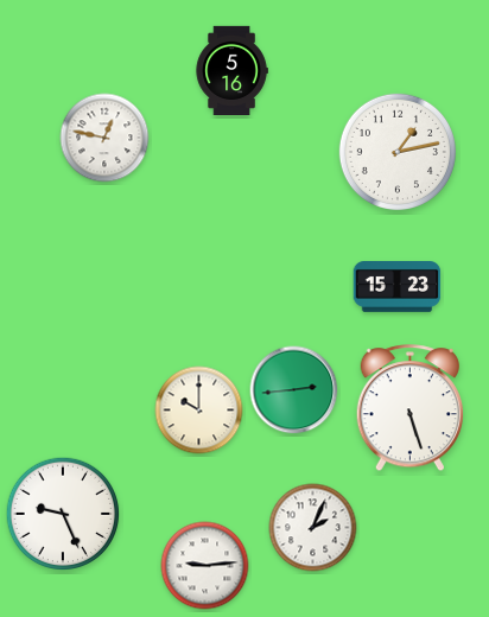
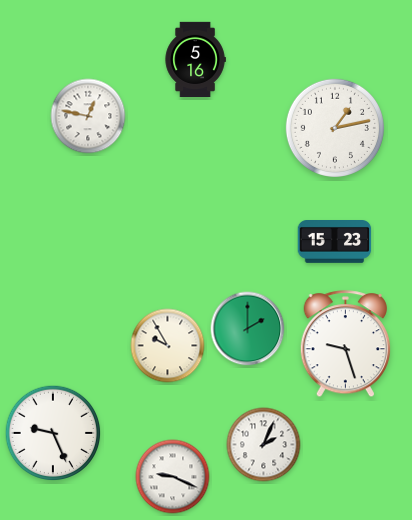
clock at (294, 390): 2:44 -> 2:00
clock at (409, 408): 5:27 -> 9:27
clock at (199, 411): 10:00 -> 9:55
clock at (205, 566): 9:14 -> 9:19
